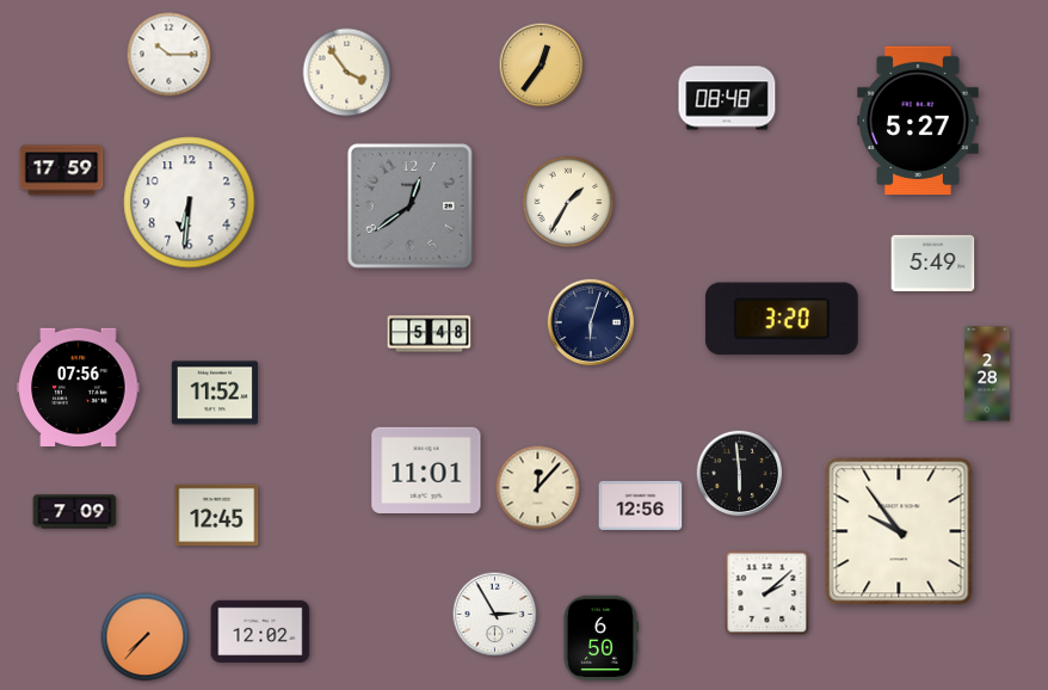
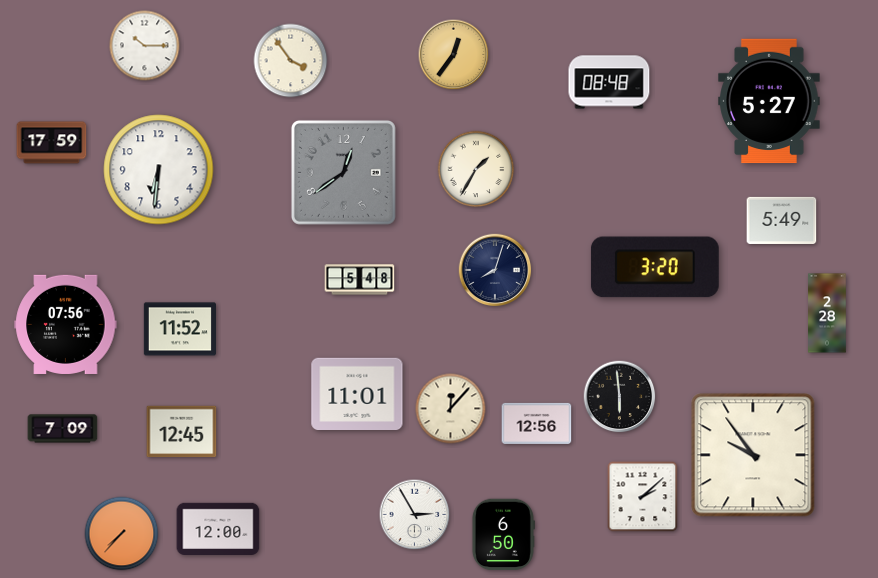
clock at (169, 55) position: (169, 55) -> (145, 46)
clock at (591, 322): 6:03 -> 8:03
clock at (899, 531) position: (899, 531) -> (753, 455)
clock at (260, 630): 12:02 -> 12:00
